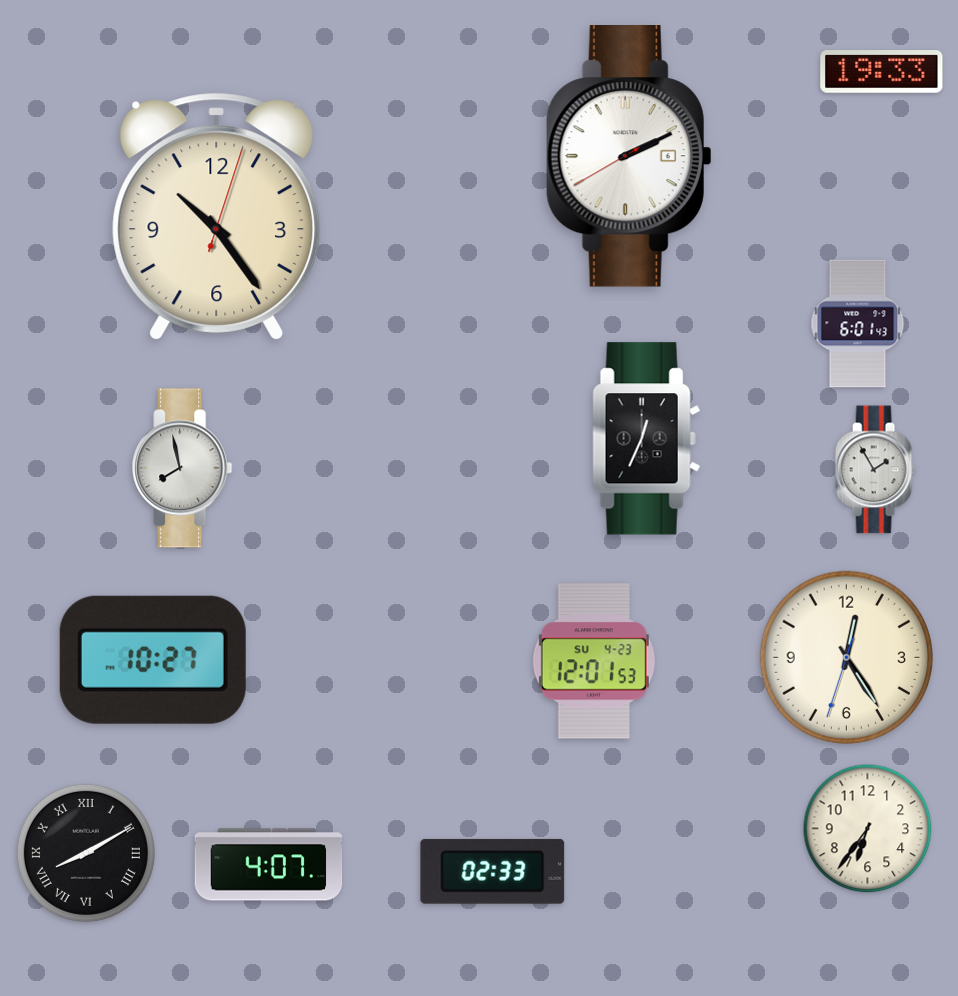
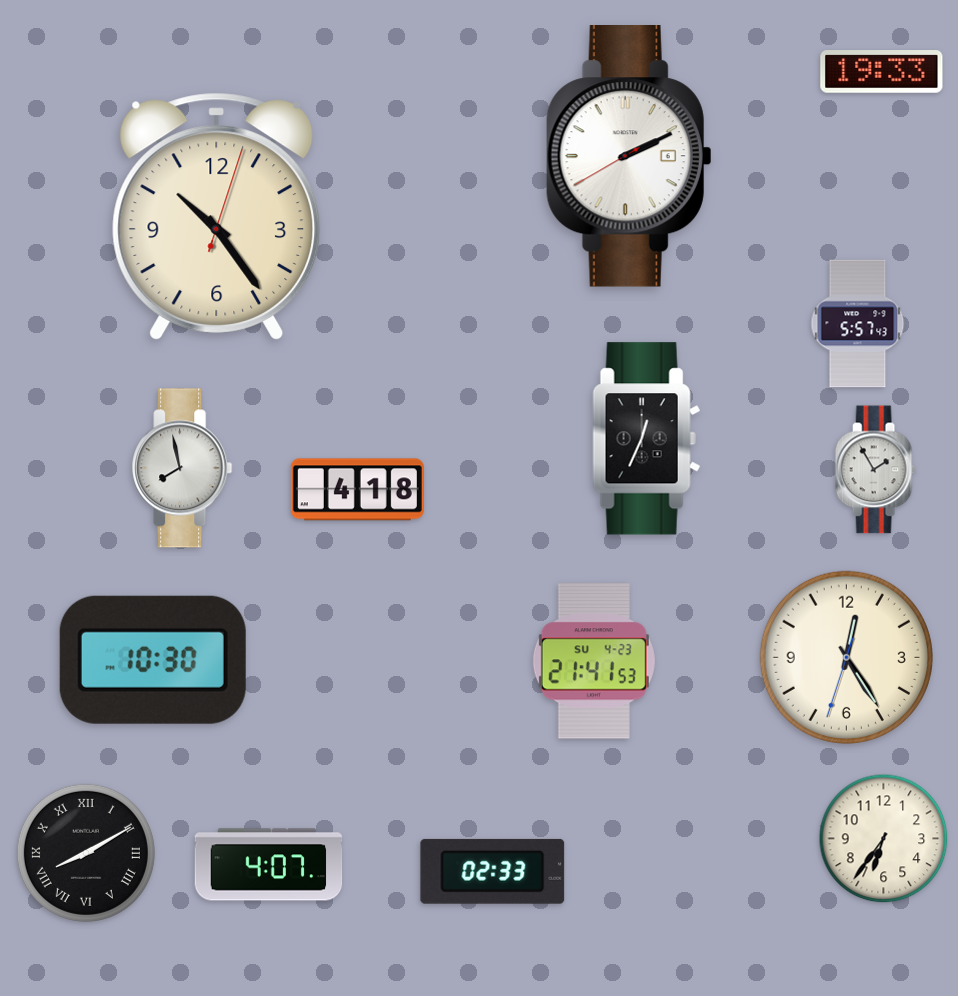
clock at (858, 324): 6:01 -> 5:57
clock at (357, 490): none -> 4:18
clock at (153, 660): 10:27 -> 10:30
clock at (594, 661): 12:01 -> 21:41
clock at (868, 829) position: (868, 829) -> (884, 839)
